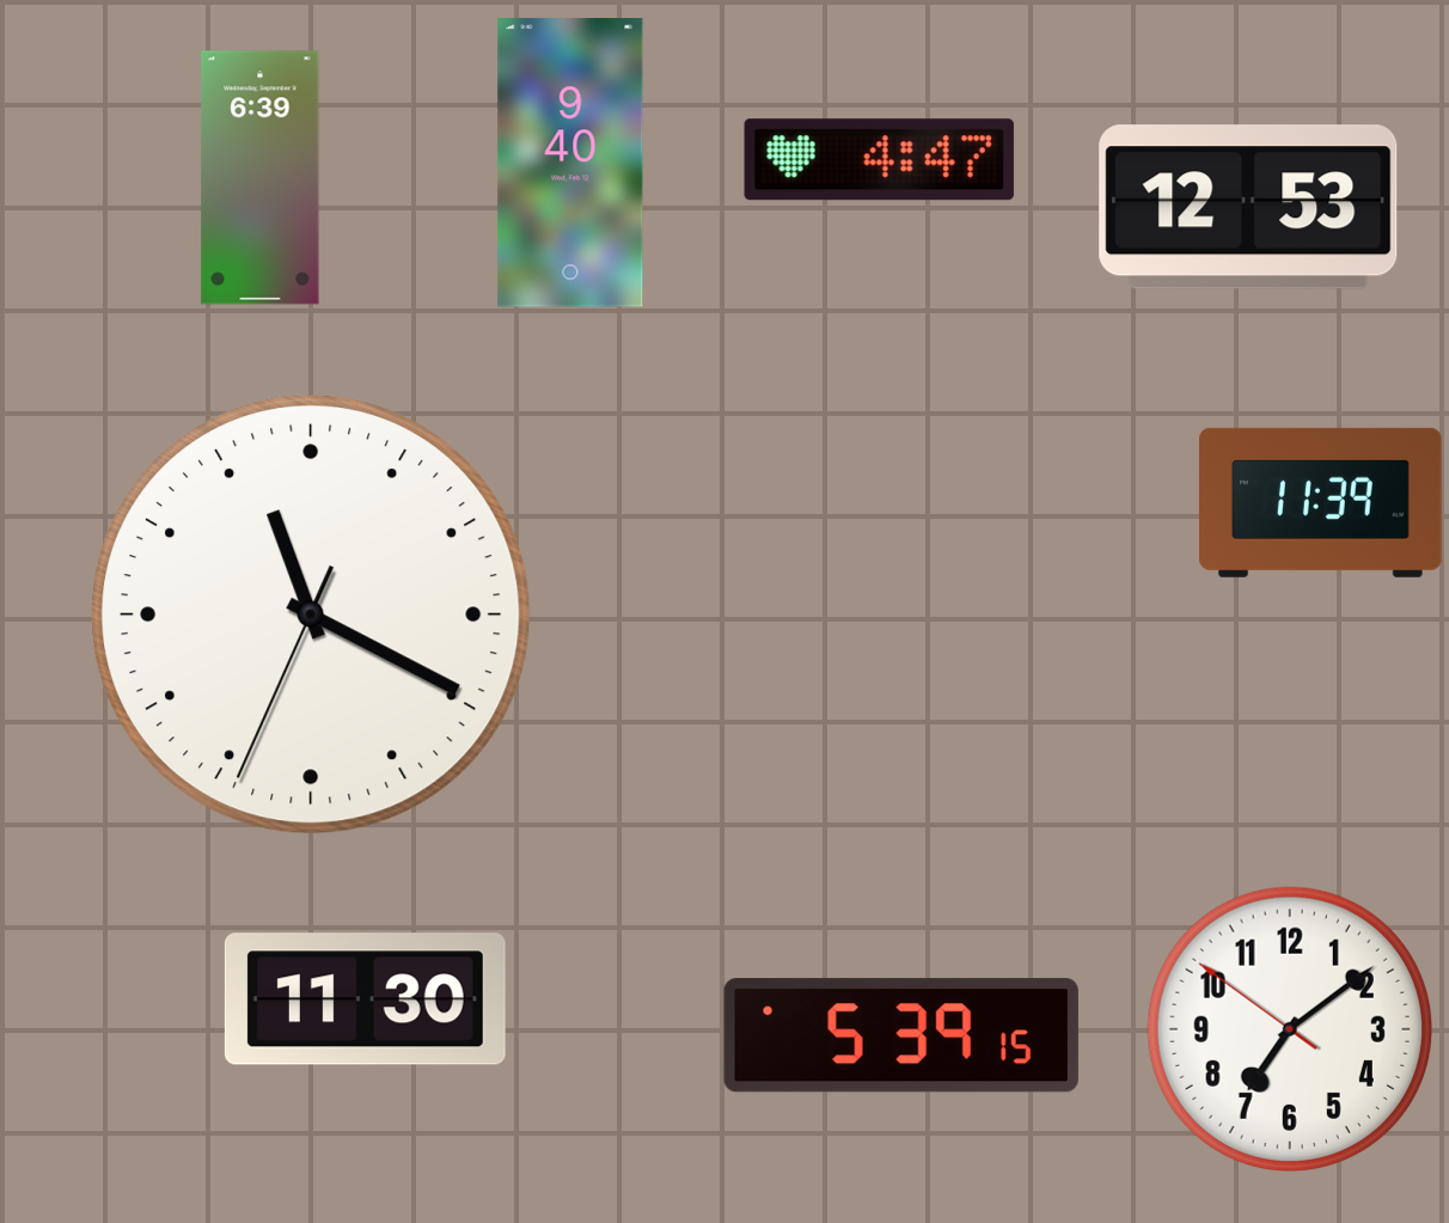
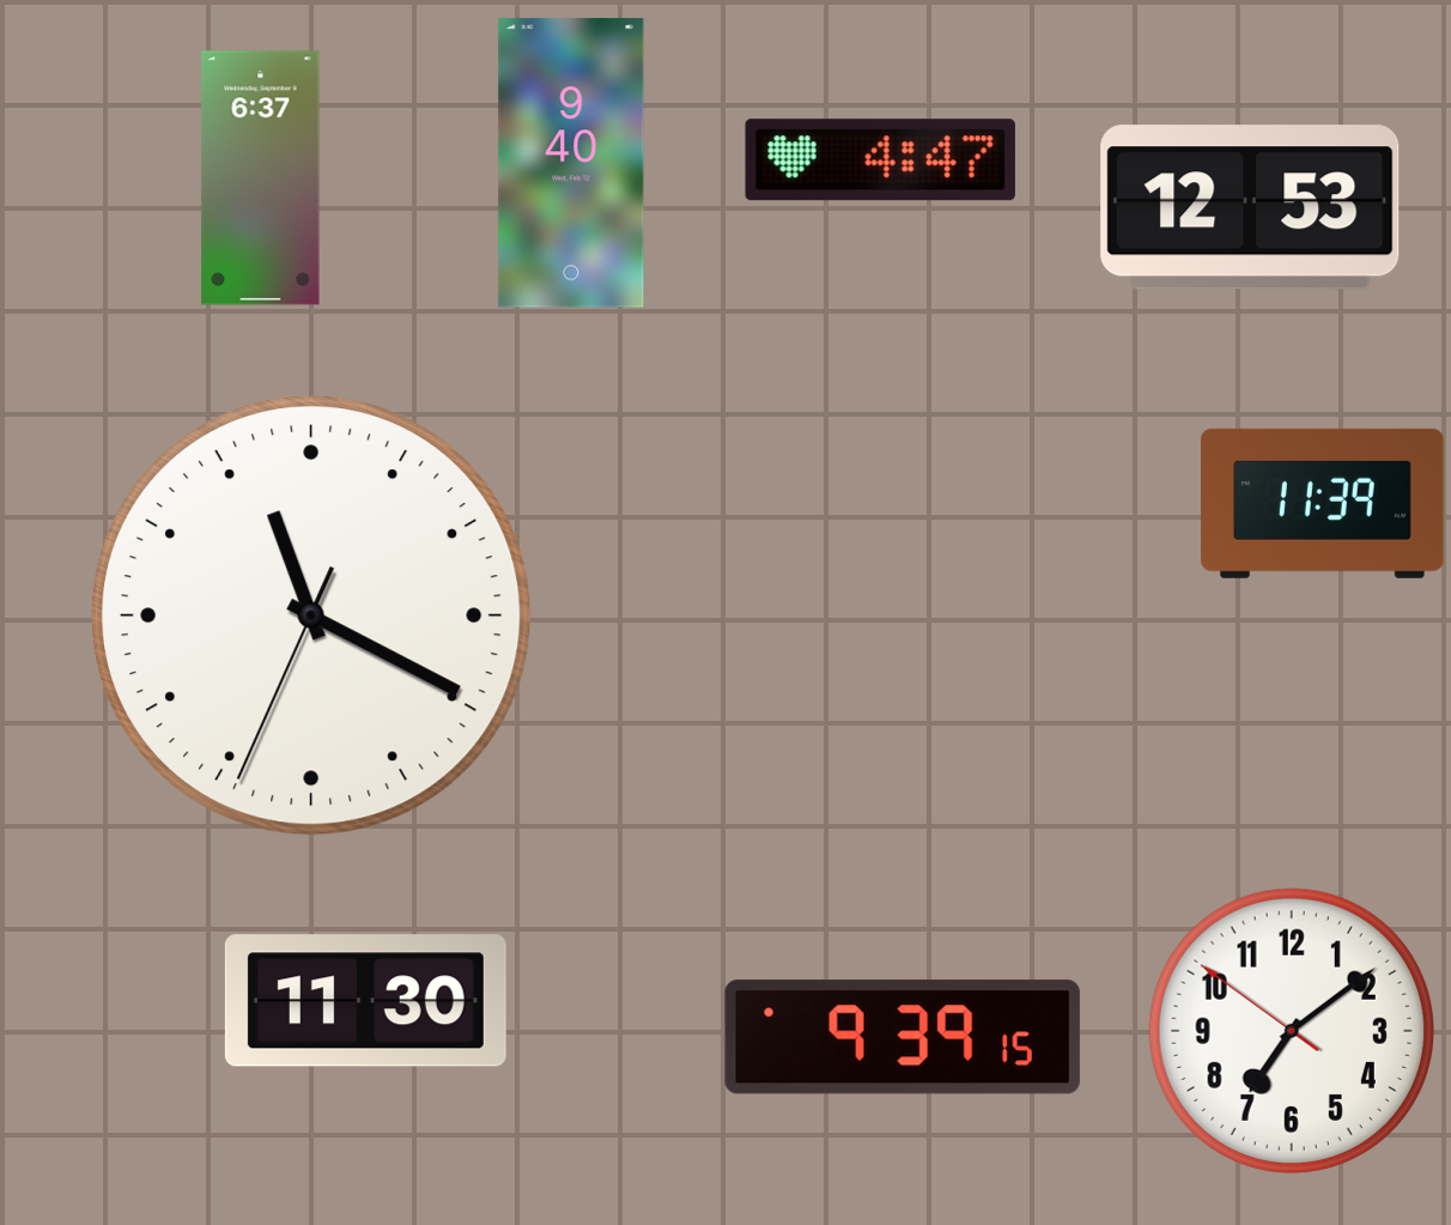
clock at (261, 178): 6:39 -> 6:37
clock at (901, 1035): 5:39 -> 9:39
